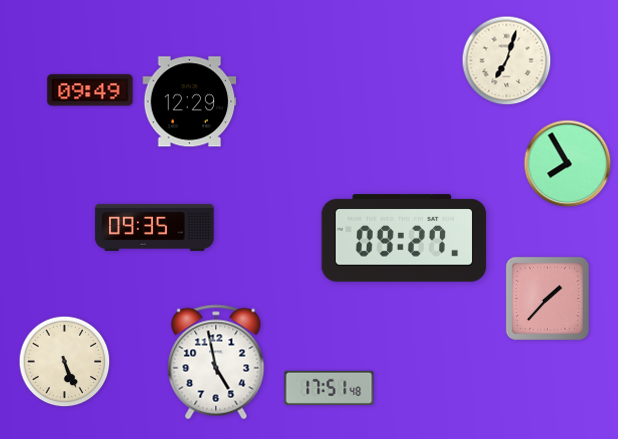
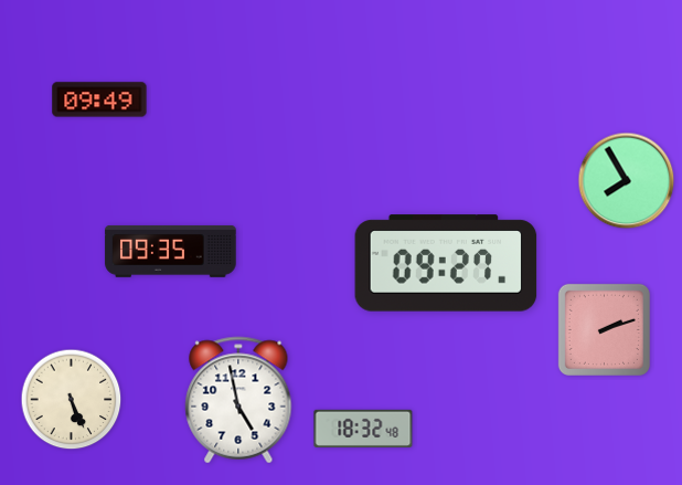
clock at (507, 61): 7:03 -> none
clock at (190, 102): 12:29 -> none
clock at (547, 298): 1:37 -> 2:12
clock at (329, 388): 17:51 -> 18:32
